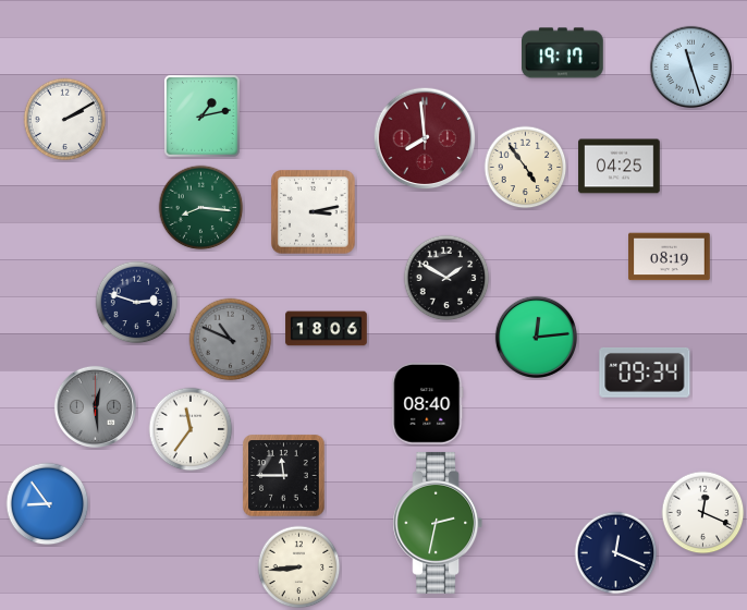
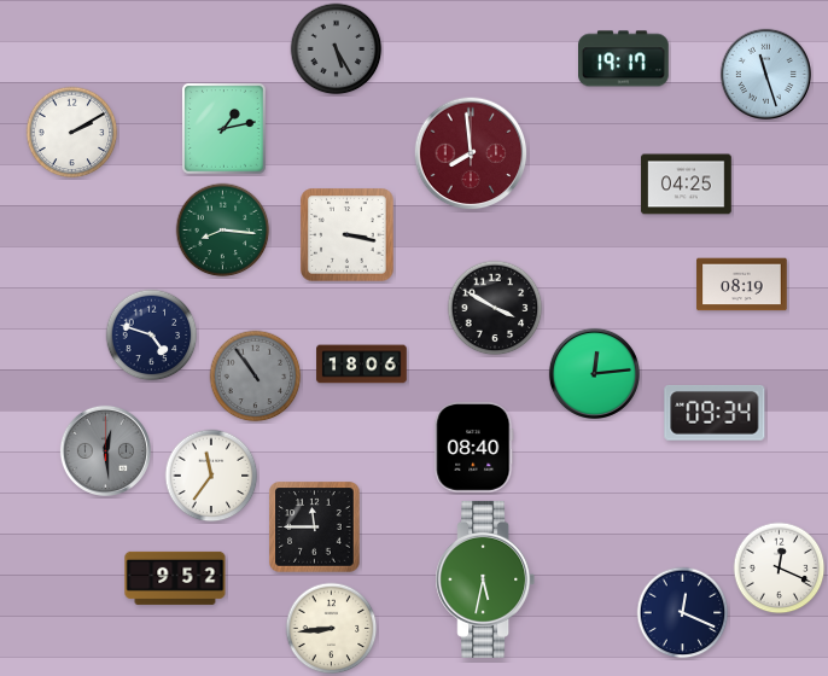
clock at (337, 49): none -> 5:25
clock at (526, 168): 4:54 -> none
clock at (314, 212): 3:13 -> 3:17
clock at (446, 278): 1:50 -> 3:50
clock at (137, 303): 2:48 -> 4:48
clock at (231, 340): 10:49 -> 10:54
clock at (48, 504): 8:54 -> none
clock at (175, 578): none -> 9:52
clock at (438, 523): 2:32 -> 5:32
